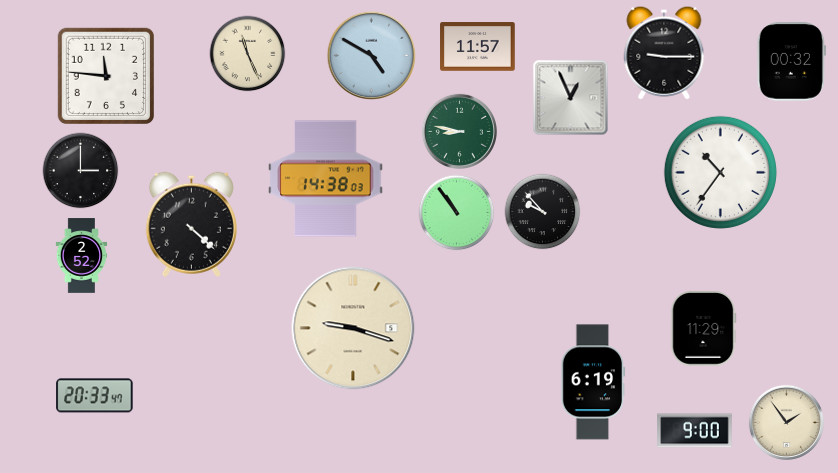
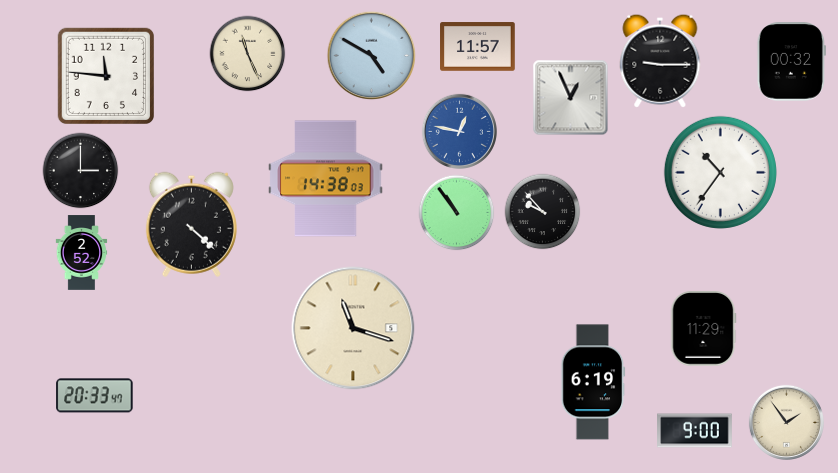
clock at (664, 53) position: (664, 53) -> (660, 61)
clock at (459, 131): 8:47 -> 12:47
clock at (459, 131) dial: green -> blue
clock at (82, 256) position: (82, 256) -> (82, 253)
clock at (353, 328): 9:18 -> 11:18
